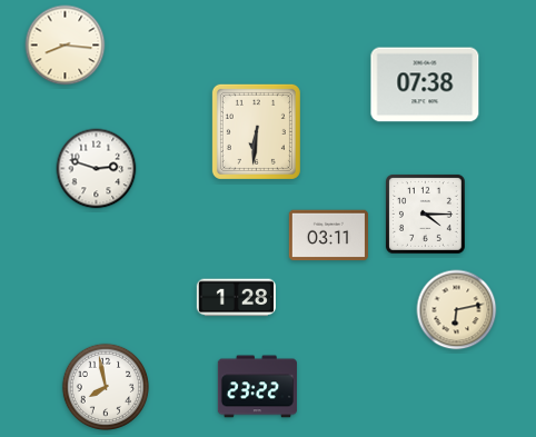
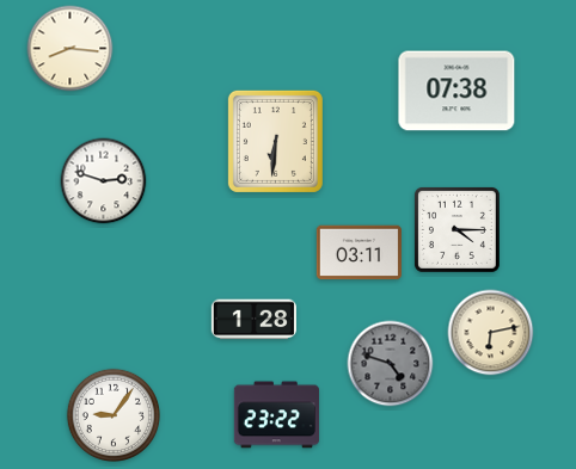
clock at (328, 236) position: (328, 236) -> (359, 253)
clock at (391, 364): none -> 4:48
clock at (105, 386): 7:58 -> 9:06
